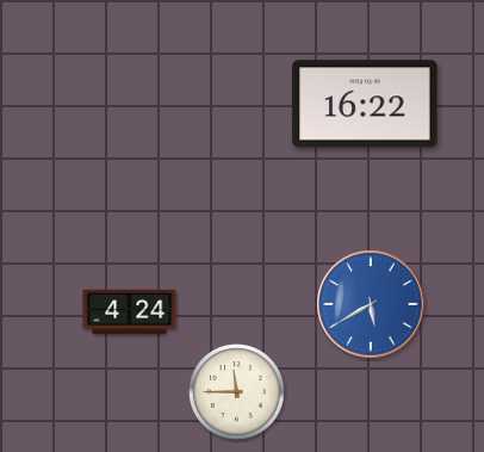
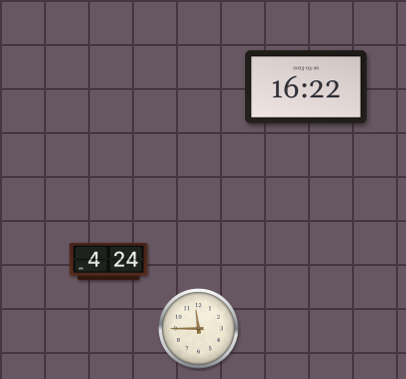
clock at (371, 304): 5:40 -> none
